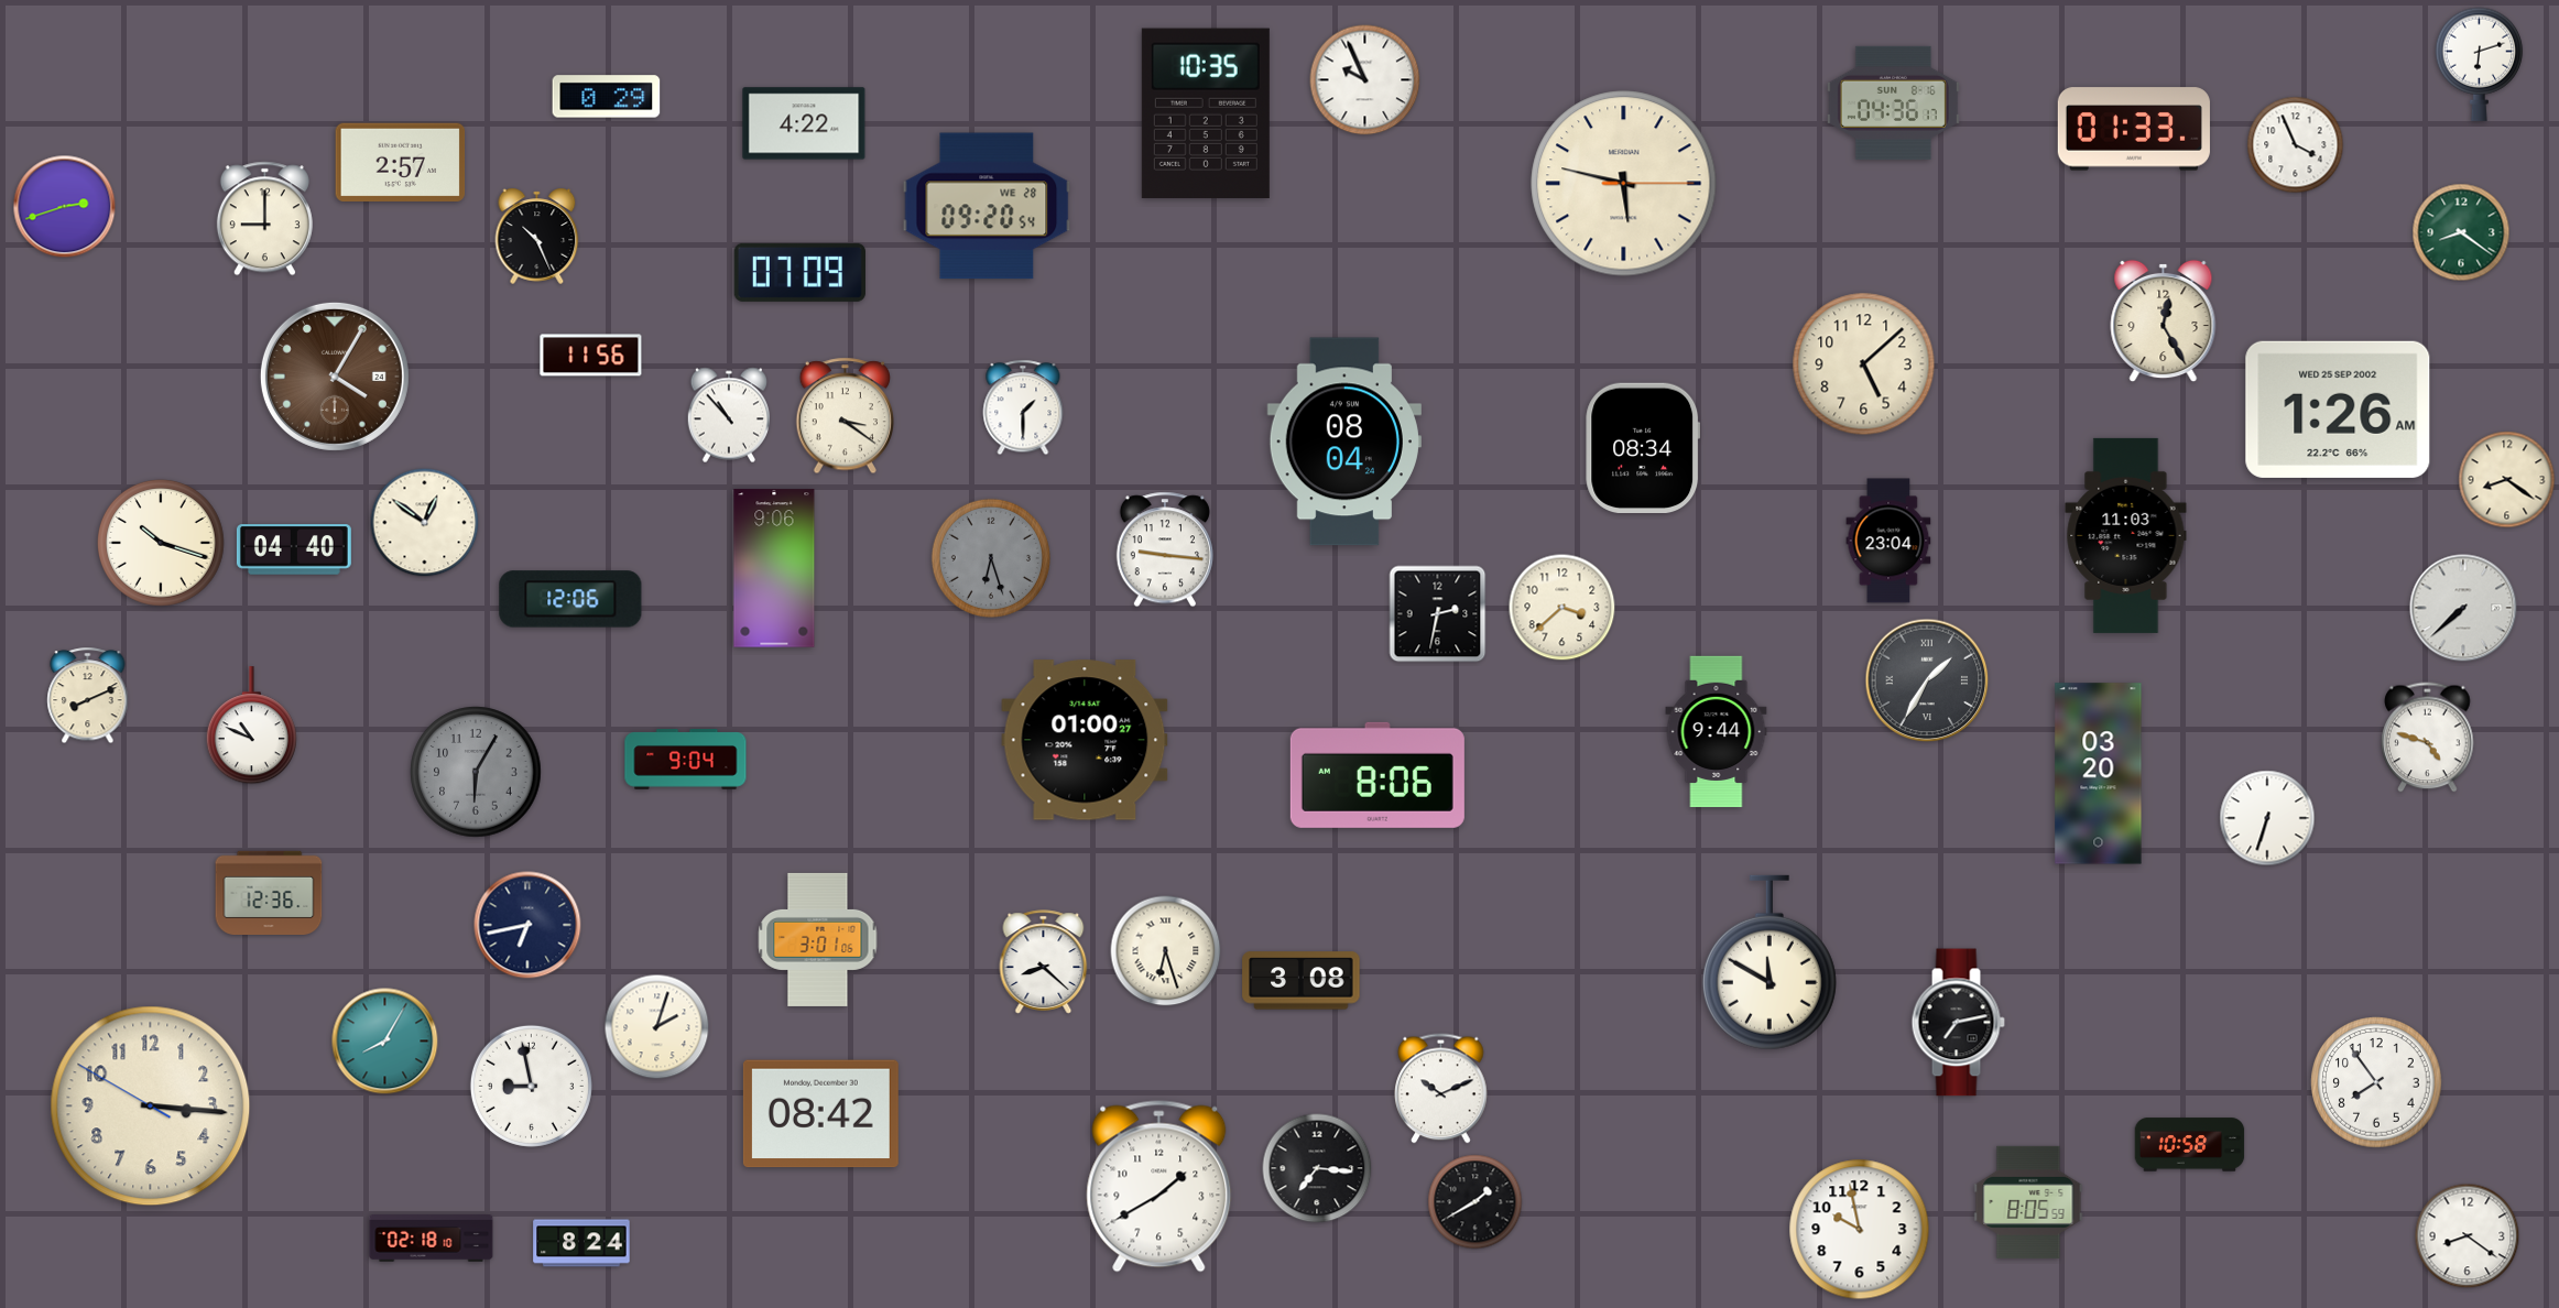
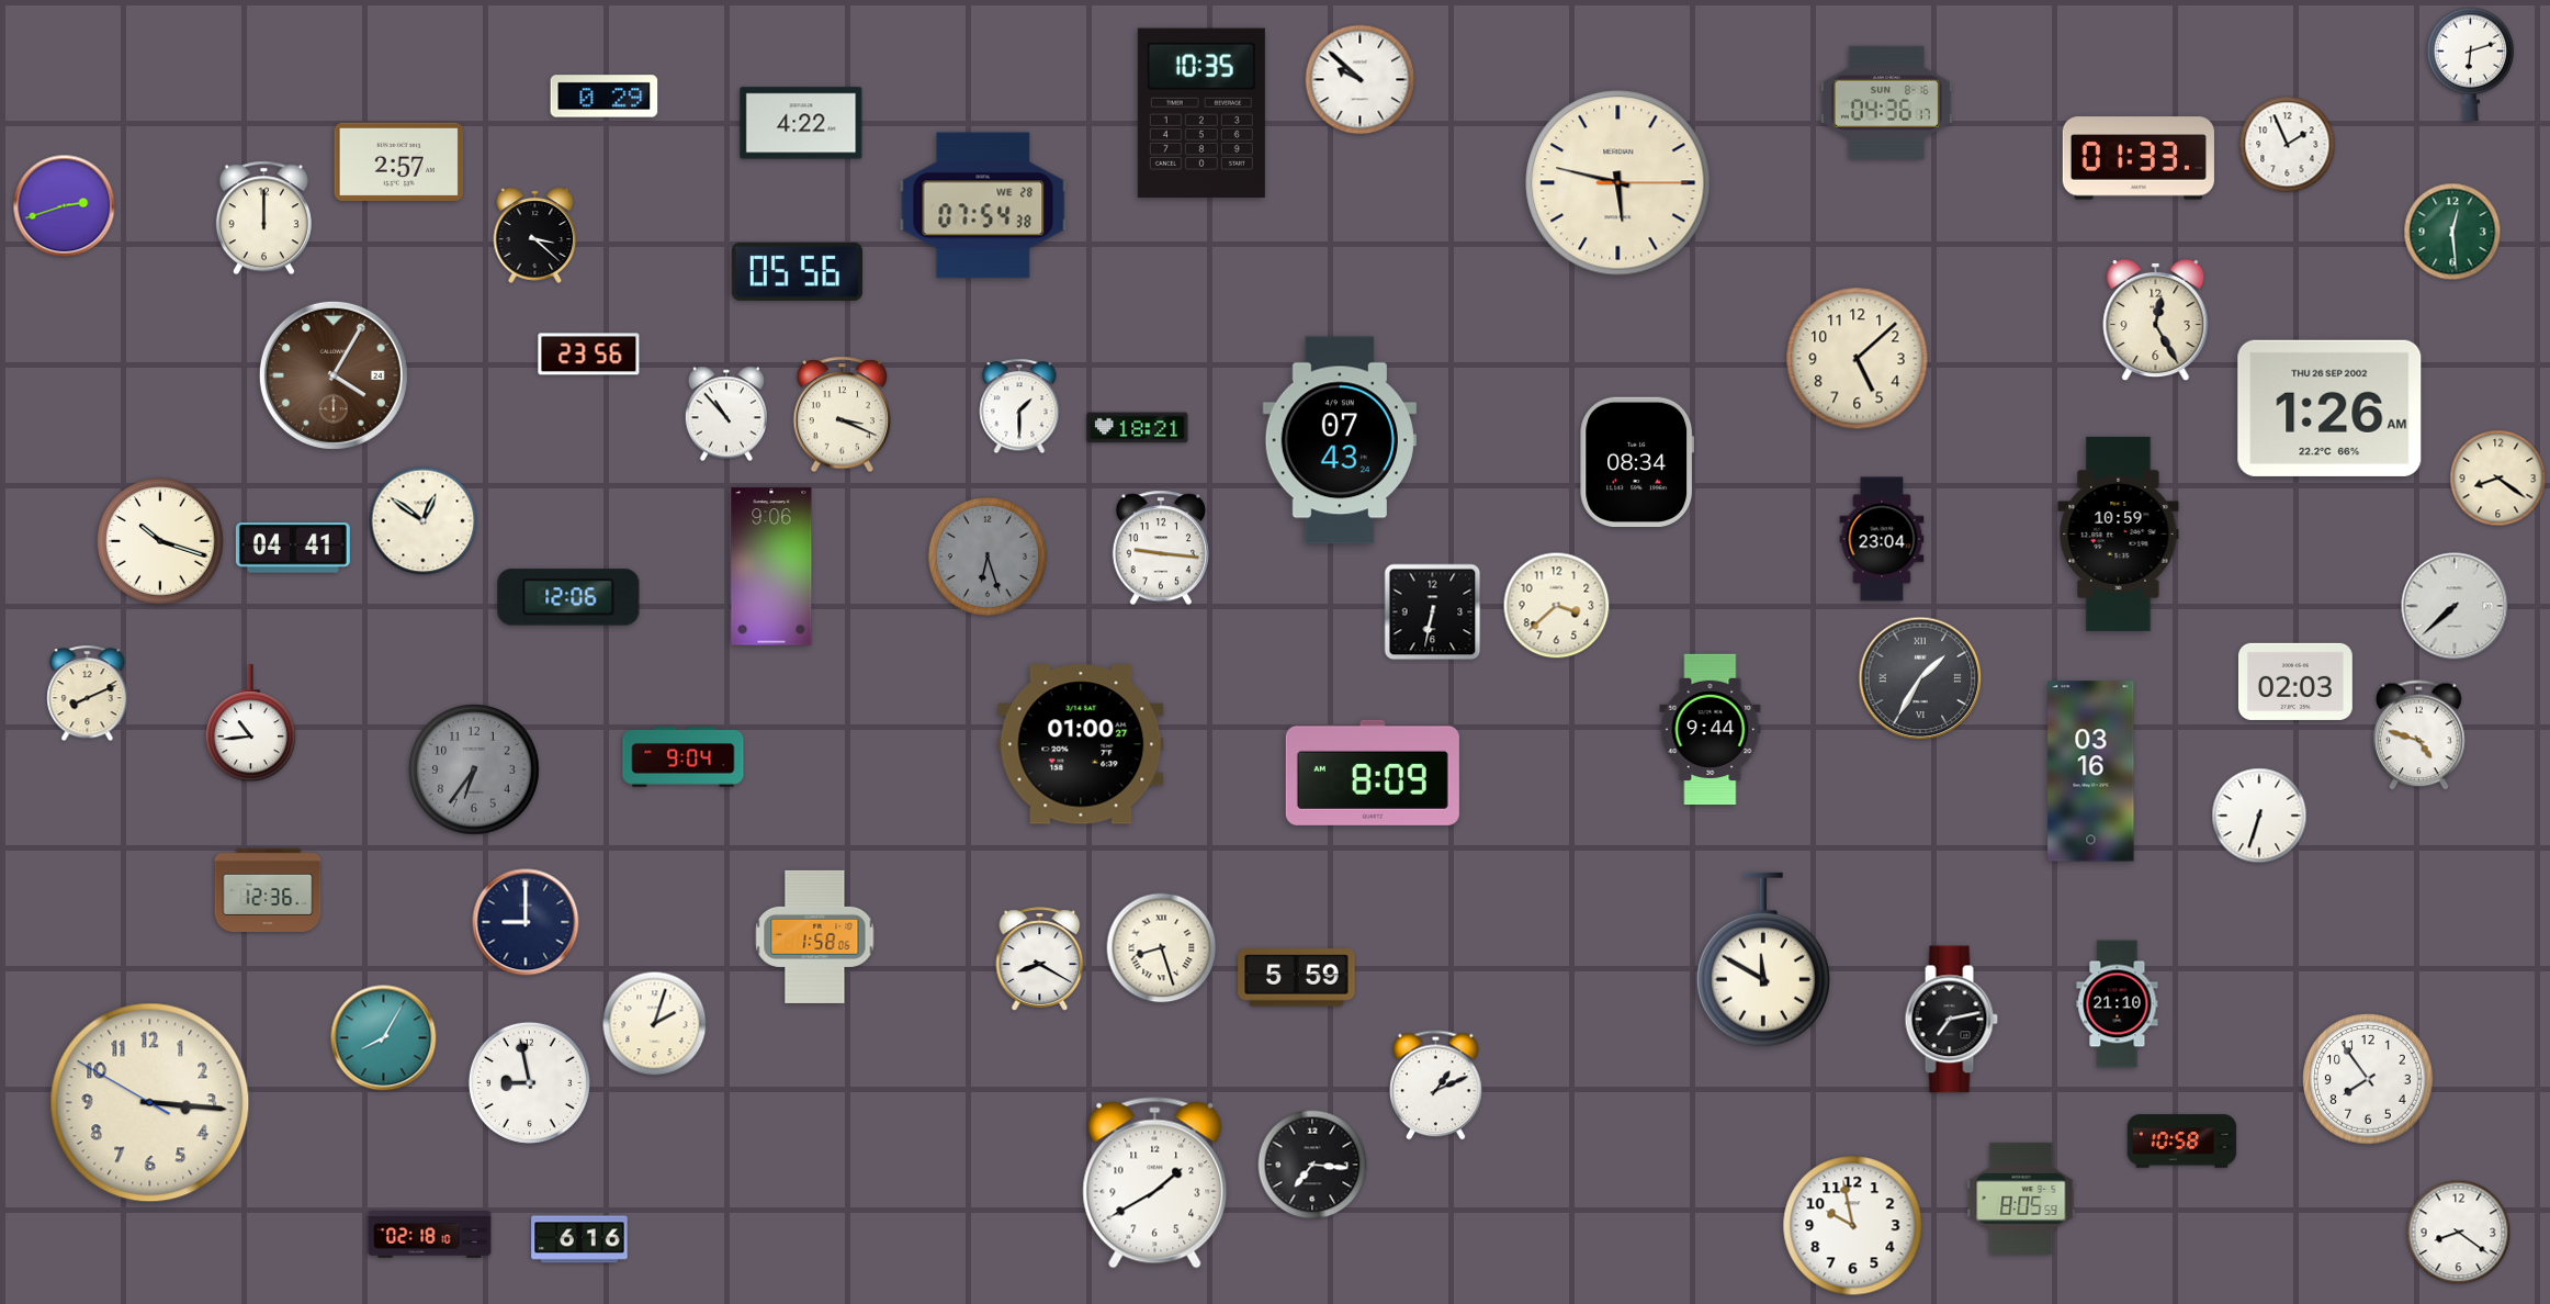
clock at (1365, 80): 9:56 -> 9:52
clock at (2134, 129) position: (2134, 129) -> (2139, 158)
clock at (2296, 145): 3:56 -> 1:56
clock at (987, 206): 09:20 -> 07:54
clock at (264, 219): 9:00 -> 12:00
clock at (2461, 232): 8:21 -> 12:29
clock at (537, 236): 10:26 -> 3:22
clock at (799, 272): 07:09 -> 05:56
clock at (591, 356): 11:56 -> 23:56
clock at (1864, 364) position: (1864, 364) -> (1858, 359)
clock at (2338, 410) date: WED 25 SEP 2002 -> THU 26 SEP 2002
clock at (845, 416): 3:21 -> 3:19
clock at (1138, 428): none -> 18:21
clock at (1344, 442): 08:04 -> 07:43
clock at (1643, 447) position: (1643, 447) -> (1637, 461)
clock at (2126, 535): 11:03 -> 10:59
clock at (294, 549): 04:40 -> 04:41
clock at (1438, 614): 2:32 -> 6:32
clock at (2295, 682): none -> 02:03
clock at (251, 726): 10:49 -> 10:44
clock at (1085, 740) position: (1085, 740) -> (1081, 744)
clock at (476, 772): 6:05 -> 6:36
clock at (2099, 774): 03:20 -> 03:16
clock at (1377, 775): 8:06 -> 8:09
clock at (527, 925): 6:43 -> 9:00
clock at (818, 939): 3:01 -> 1:58
clock at (1166, 951): 6:27 -> 8:27
clock at (1044, 962): 8:22 -> 8:20
clock at (1302, 981): 3:08 -> 5:59
clock at (2118, 1004): none -> 21:10
clock at (1441, 1089): 10:11 -> 1:11
clock at (820, 1114): 08:42 -> none
clock at (1475, 1202): 1:40 -> none
clock at (581, 1243): 8:24 -> 6:16
